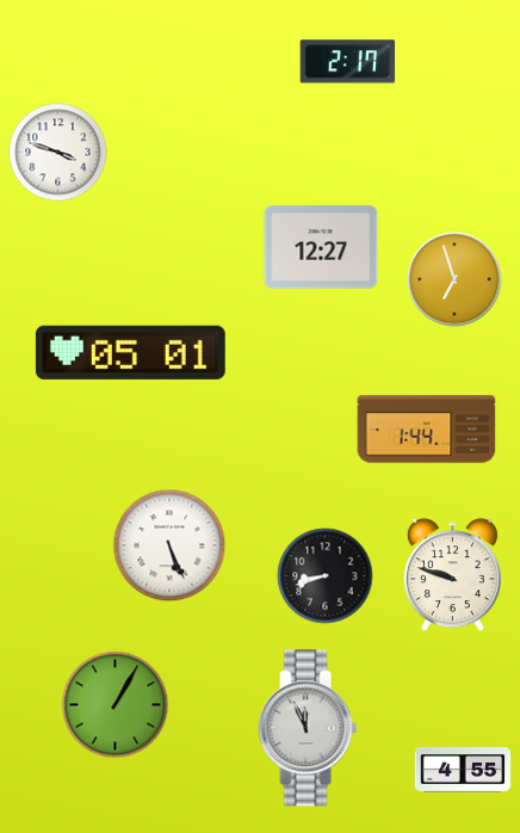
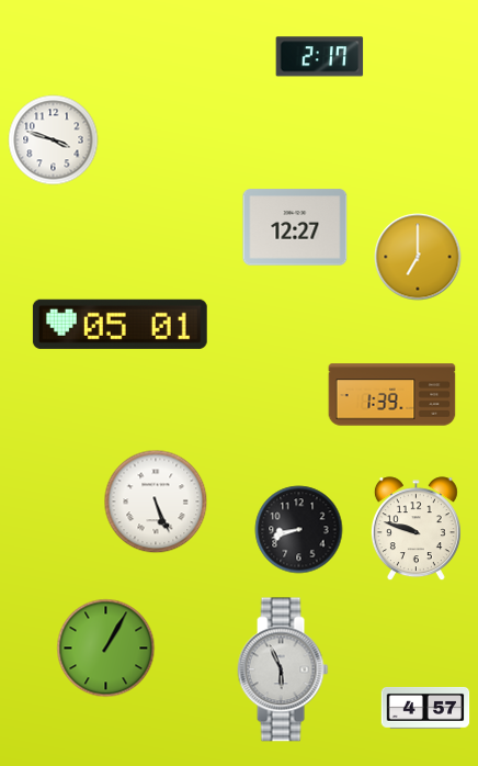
clock at (454, 279): 6:57 -> 7:00
clock at (427, 430): 1:44 -> 1:39
clock at (308, 728): 11:56 -> 5:56
clock at (463, 771): 4:55 -> 4:57
